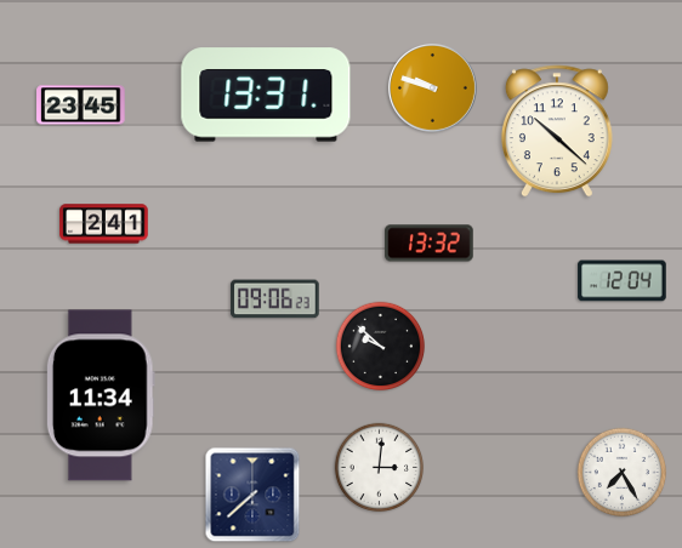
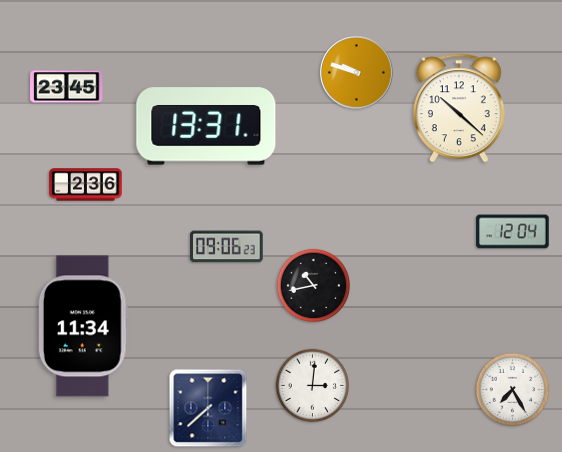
clock at (266, 95) position: (266, 95) -> (206, 126)
clock at (104, 224): 2:41 -> 2:36
clock at (430, 244): 13:32 -> none
clock at (381, 347): 9:52 -> 10:43
